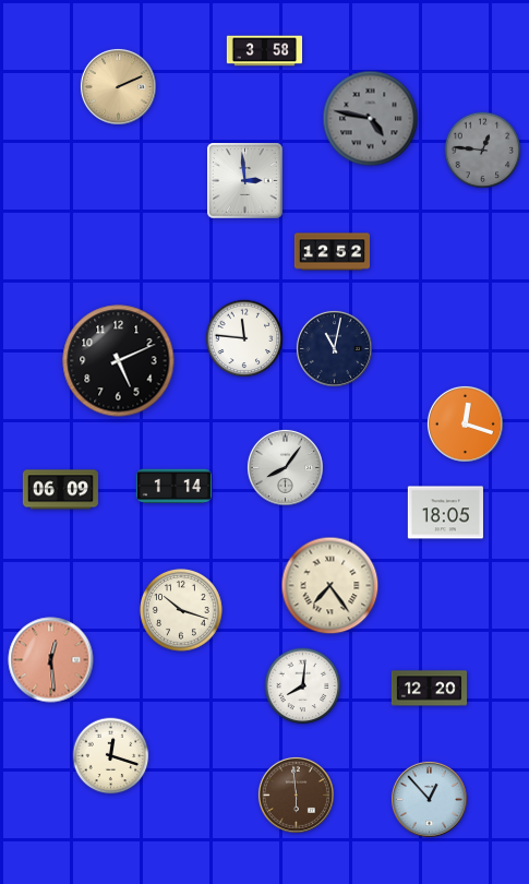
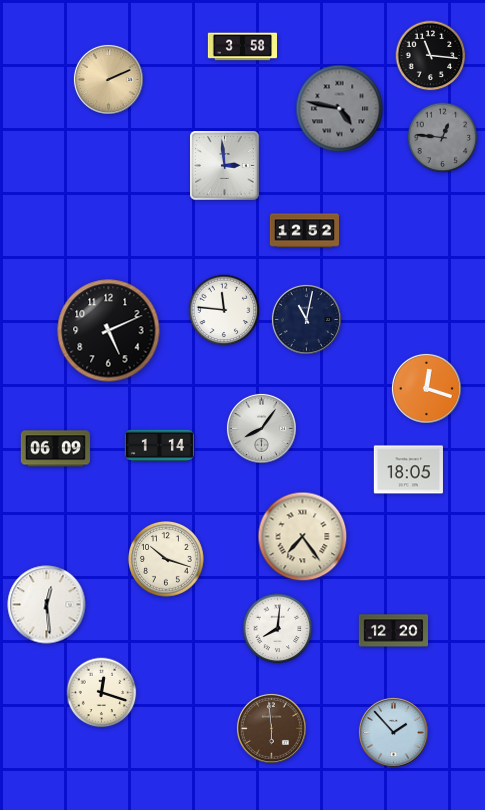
clock at (431, 56): none -> 11:16
clock at (51, 660) dial: salmon -> white
clock at (429, 799): 12:53 -> 1:53
